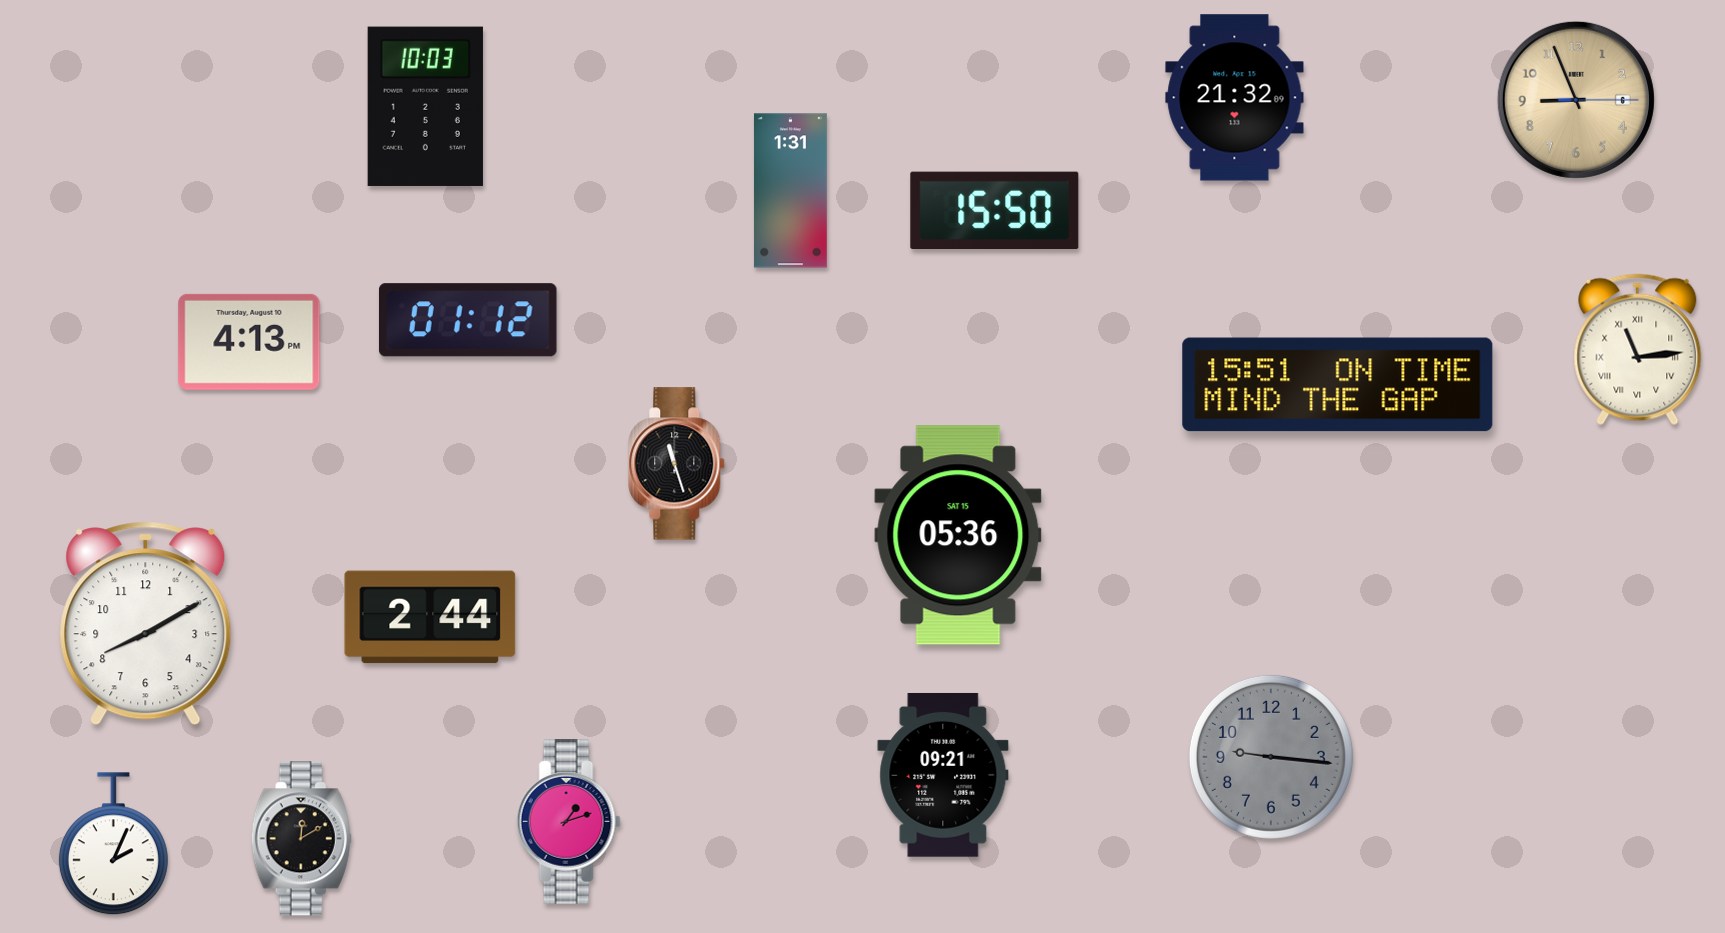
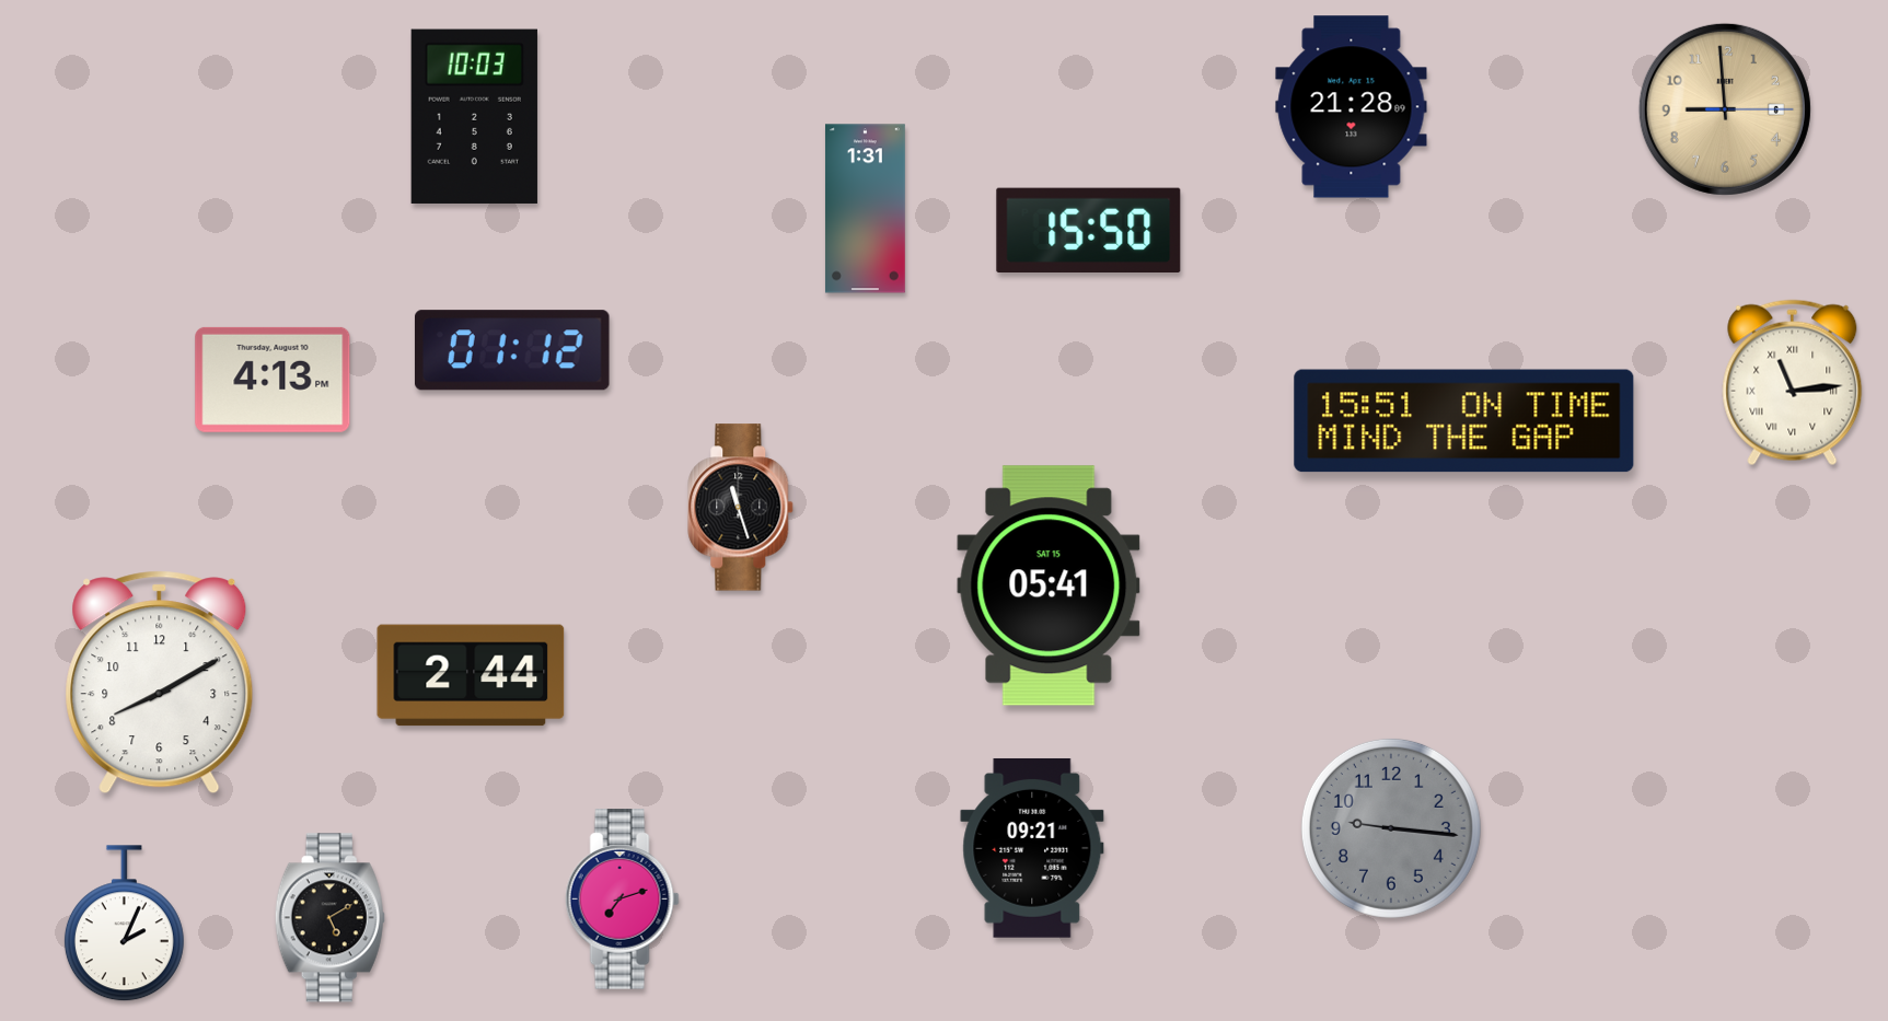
clock at (1235, 98): 21:32 -> 21:28
clock at (1576, 100): 8:56 -> 8:59
clock at (425, 106) position: (425, 106) -> (474, 116)
clock at (249, 342) position: (249, 342) -> (273, 380)
clock at (958, 535): 05:36 -> 05:41
clock at (568, 822): 1:12 -> 7:12
clock at (301, 839): 12:10 -> 5:10
